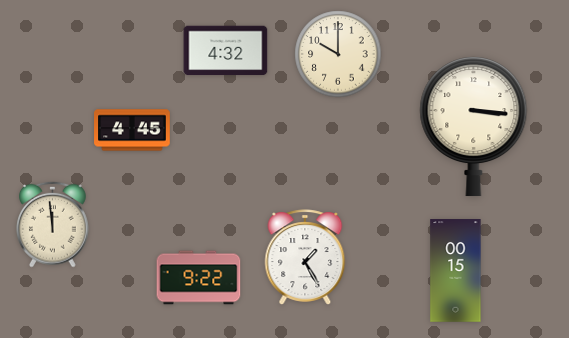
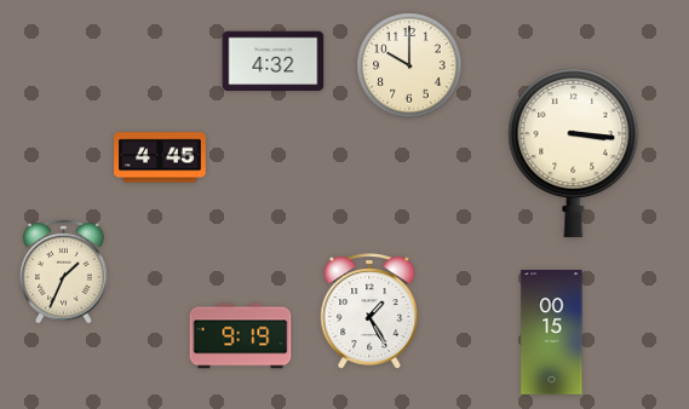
clock at (53, 224): 11:59 -> 1:34
clock at (456, 271) position: (456, 271) -> (552, 333)
clock at (199, 278): 9:22 -> 9:19
